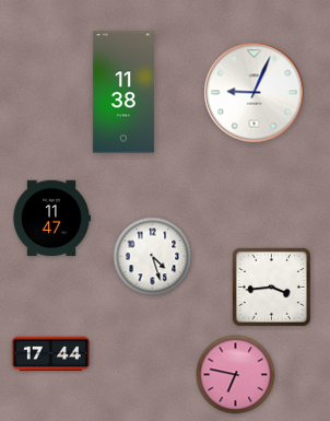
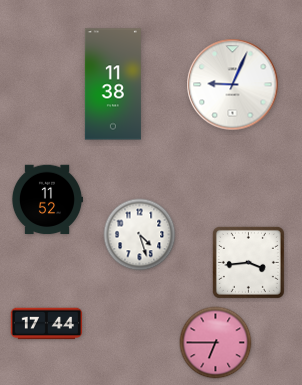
clock at (50, 219): 11:47 -> 11:52
clock at (236, 375): 6:47 -> 6:45
